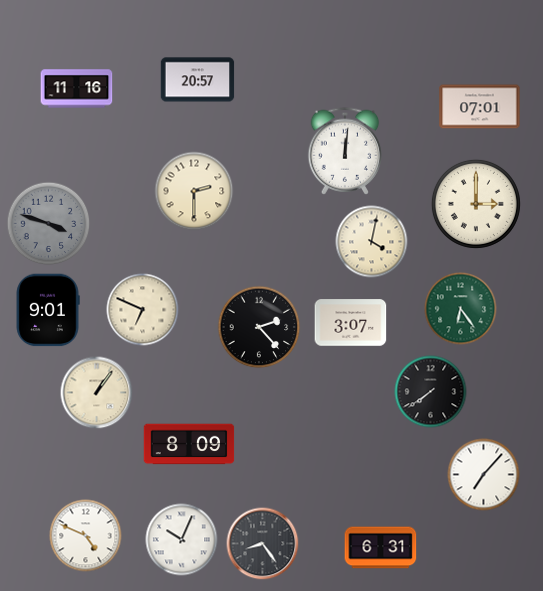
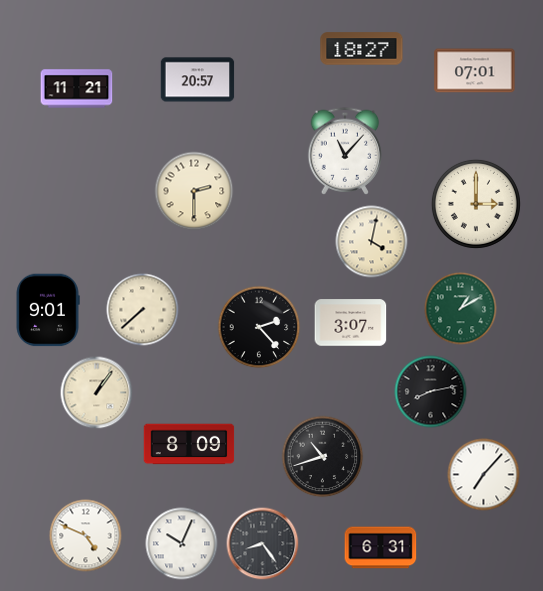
clock at (362, 49): none -> 18:27
clock at (77, 89): 11:16 -> 11:21
clock at (480, 107) position: (480, 107) -> (475, 71)
clock at (345, 151): 12:01 -> 11:07
clock at (49, 224): 3:48 -> none
clock at (461, 309): 6:24 -> 1:10
clock at (143, 310): 6:49 -> 7:38
clock at (431, 392): 7:39 -> 8:13
clock at (323, 457): none -> 10:42
clock at (182, 540) position: (182, 540) -> (182, 544)
